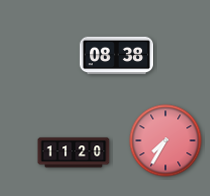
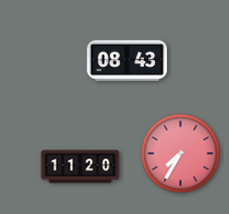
clock at (117, 56): 08:38 -> 08:43
